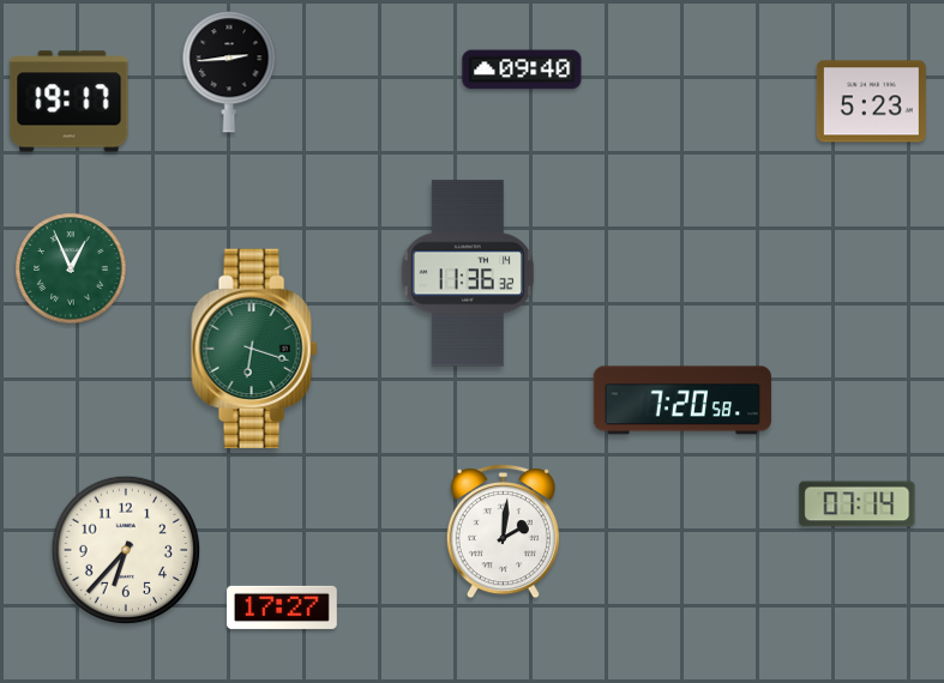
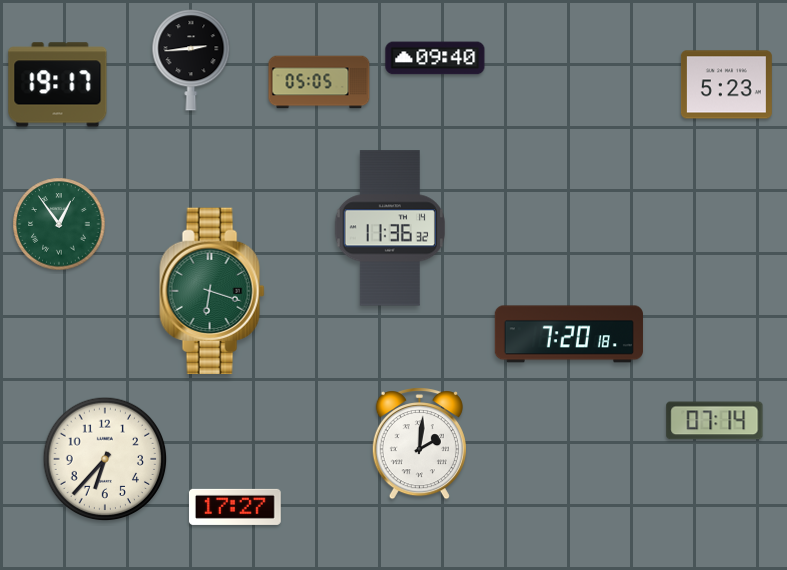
clock at (319, 82): none -> 05:05
clock at (71, 268): 12:56 -> 12:54
clock at (683, 400): 7:20:58 -> 7:20:18
